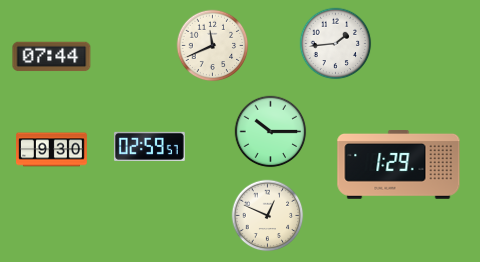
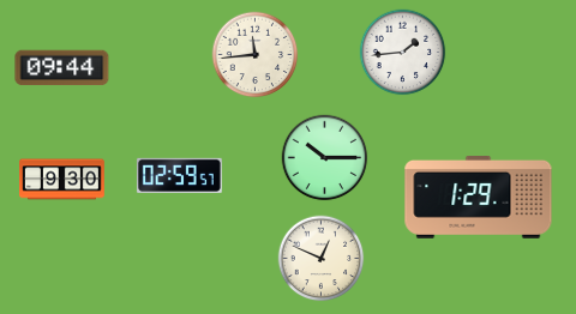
clock at (213, 46): 11:41 -> 11:44
clock at (52, 57): 07:44 -> 09:44
